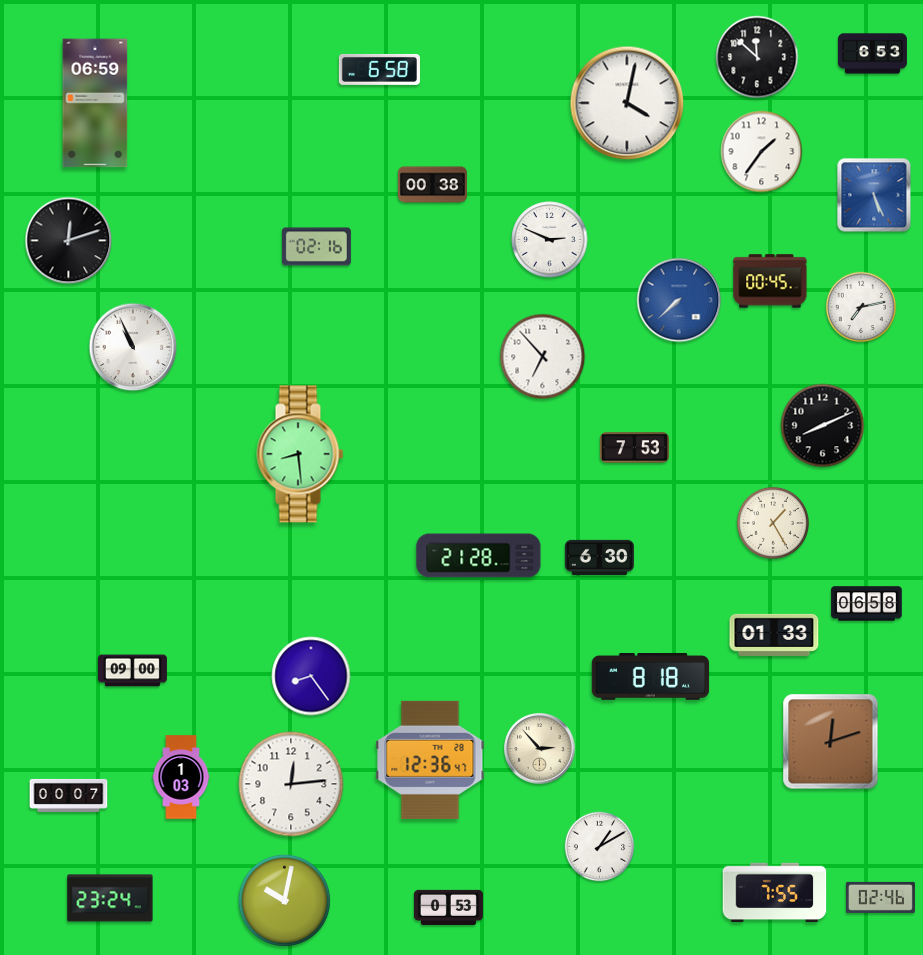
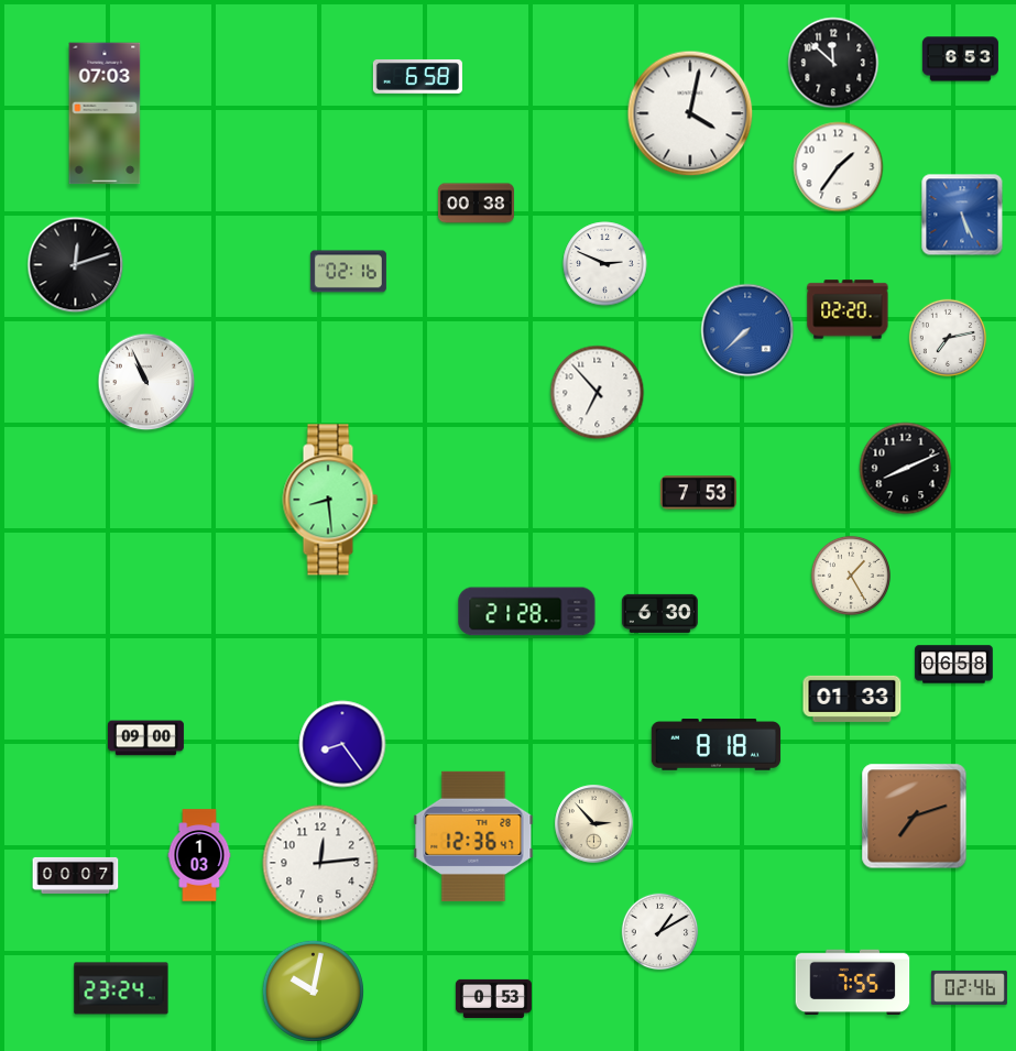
clock at (95, 103): 06:59 -> 07:03
clock at (770, 281): 00:45 -> 02:20
clock at (831, 742): 12:12 -> 7:12
